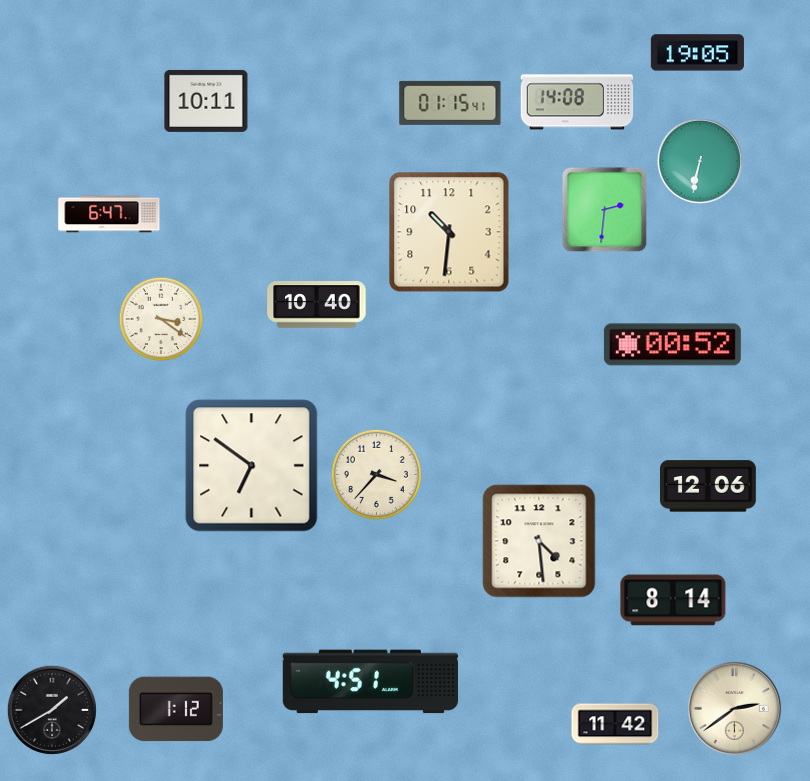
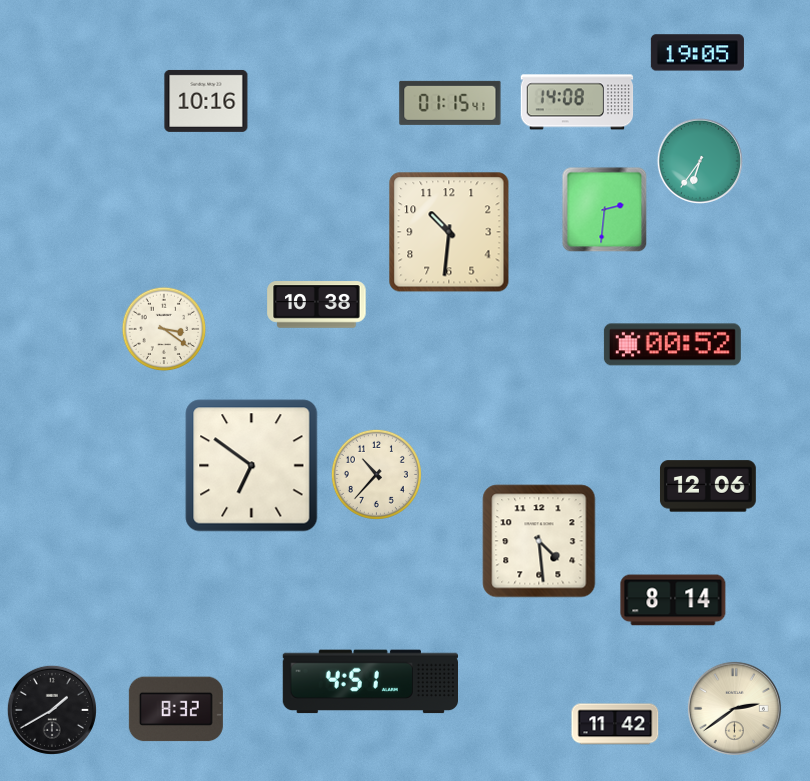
clock at (206, 101): 10:11 -> 10:16
clock at (700, 161): 6:32 -> 6:36
clock at (109, 214): 6:47 -> none
clock at (317, 305): 10:40 -> 10:38
clock at (161, 319) position: (161, 319) -> (164, 329)
clock at (376, 474): 3:37 -> 10:37
clock at (176, 709): 1:12 -> 8:32
